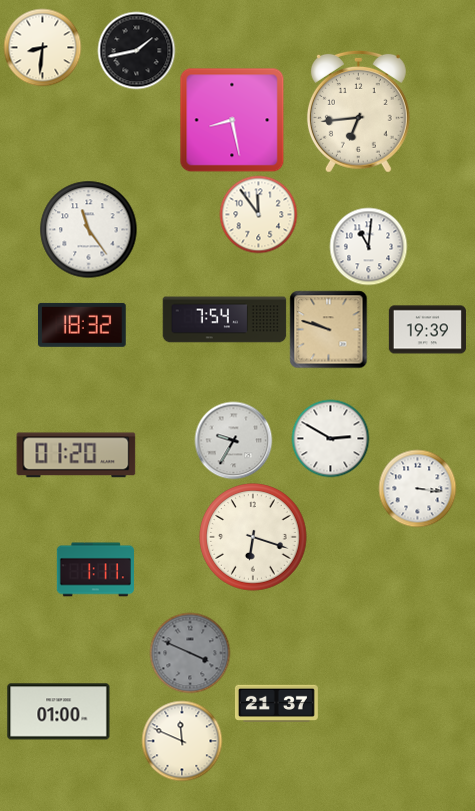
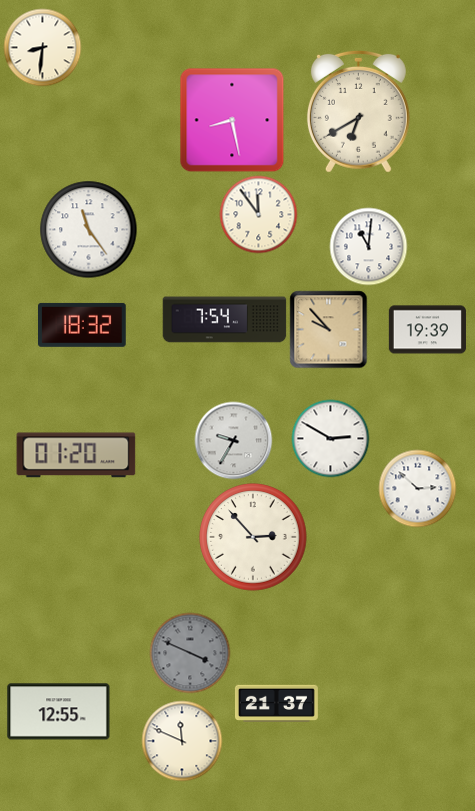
clock at (136, 50): 1:43 -> none
clock at (358, 111): 6:44 -> 6:40
clock at (328, 329): 9:48 -> 9:53
clock at (417, 488): 3:16 -> 2:52
clock at (253, 537): 6:18 -> 2:53
clock at (95, 570): 1:11 -> none
clock at (59, 712): 01:00 -> 12:55
